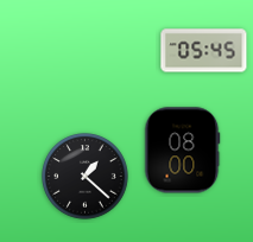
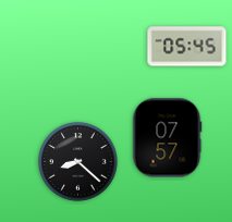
clock at (182, 151): 08:00 -> 07:57
clock at (86, 177): 1:22 -> 8:22
